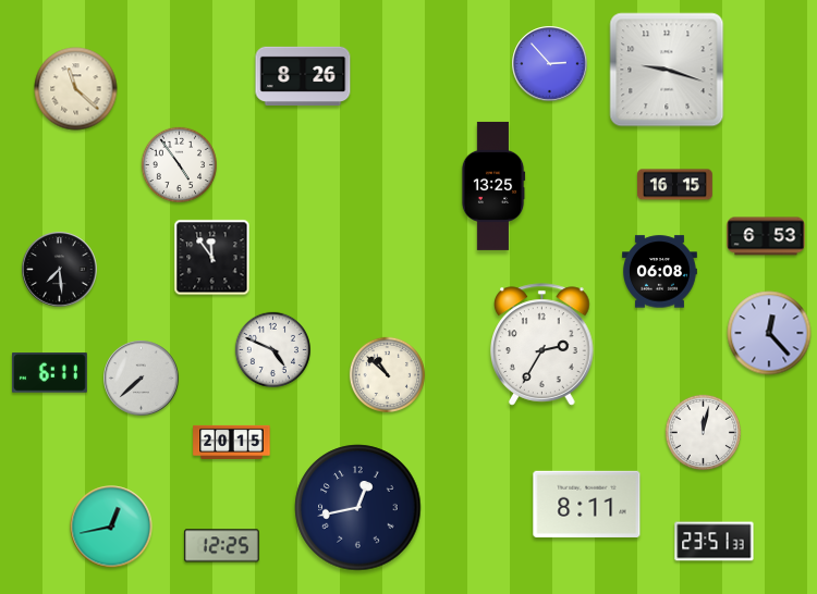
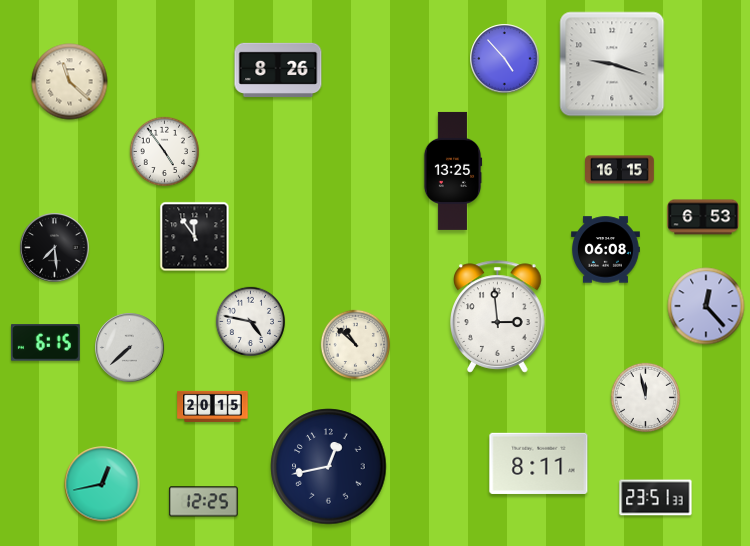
clock at (550, 64): 2:53 -> 4:53
clock at (542, 345): 2:35 -> 2:59
clock at (272, 349): 4:49 -> 4:47
clock at (49, 373): 6:11 -> 6:15
clock at (703, 432): 12:02 -> 11:58
